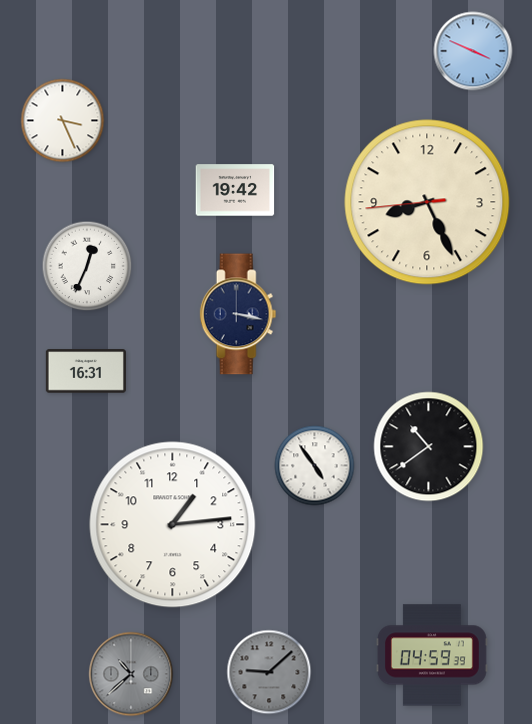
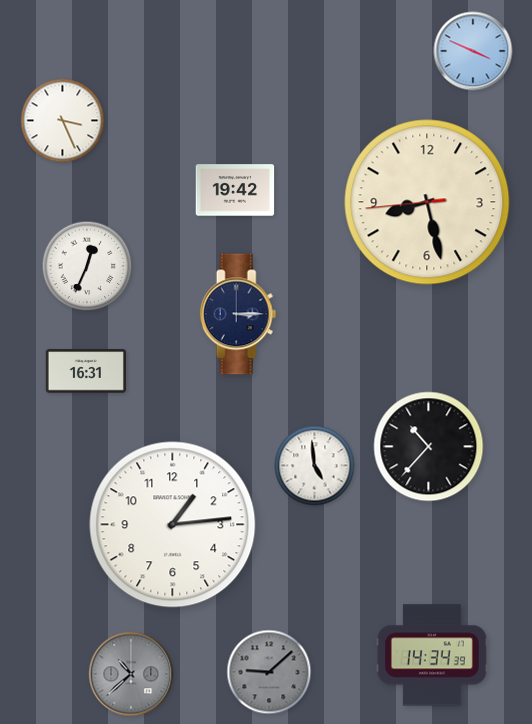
clock at (427, 202): 8:25 -> 8:27
clock at (238, 314): 3:17 -> 3:15
clock at (429, 447): 10:39 -> 10:37
clock at (315, 466): 4:54 -> 4:59
clock at (432, 655): 04:59 -> 14:34
